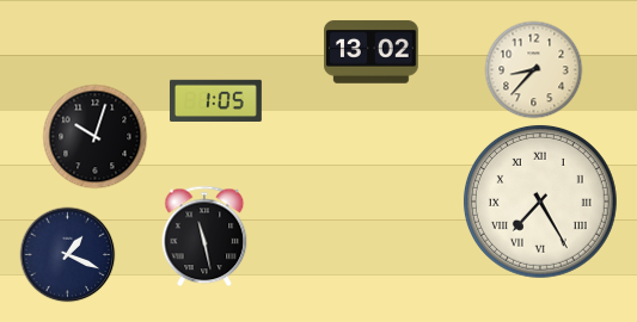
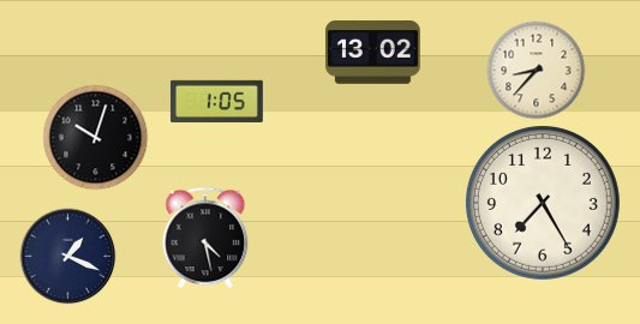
clock at (540, 202) numerals: Roman -> Arabic
clock at (204, 236): 11:28 -> 4:28
